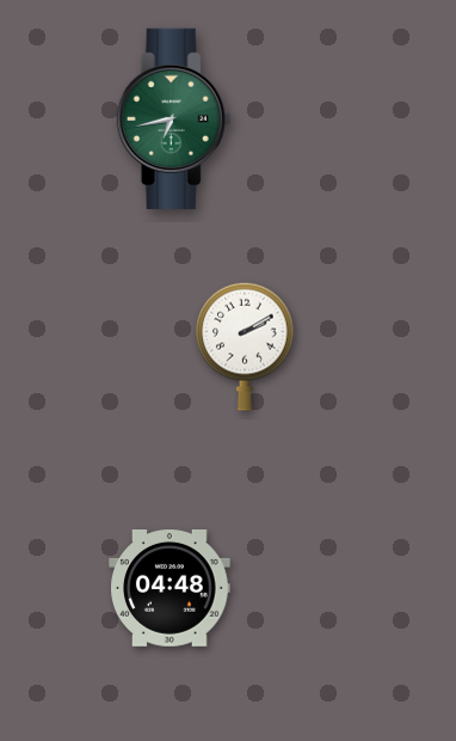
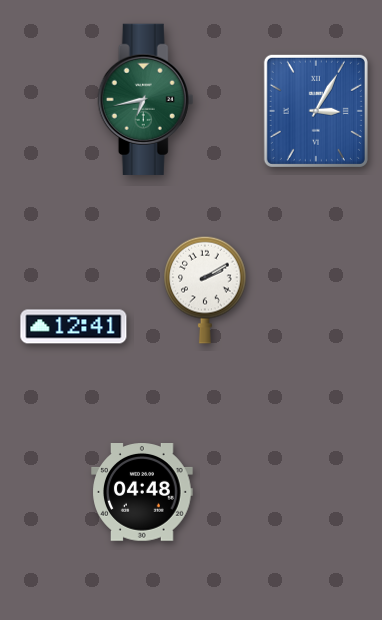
clock at (316, 111): none -> 3:05
clock at (74, 327): none -> 12:41
